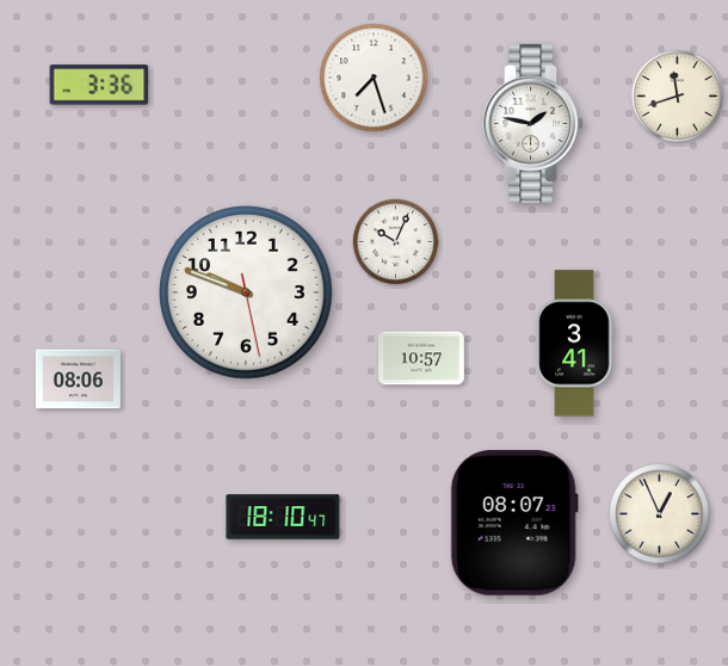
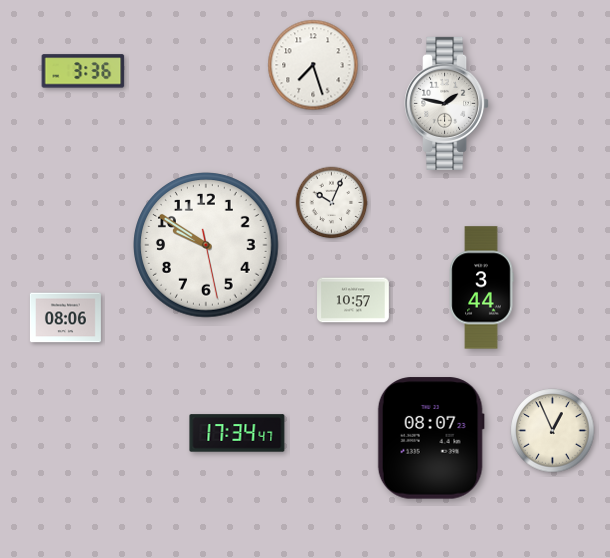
clock at (677, 95): 11:42 -> none
clock at (246, 292): 9:48 -> 9:50
clock at (574, 344): 3:41 -> 3:44
clock at (283, 517): 18:10 -> 17:34
